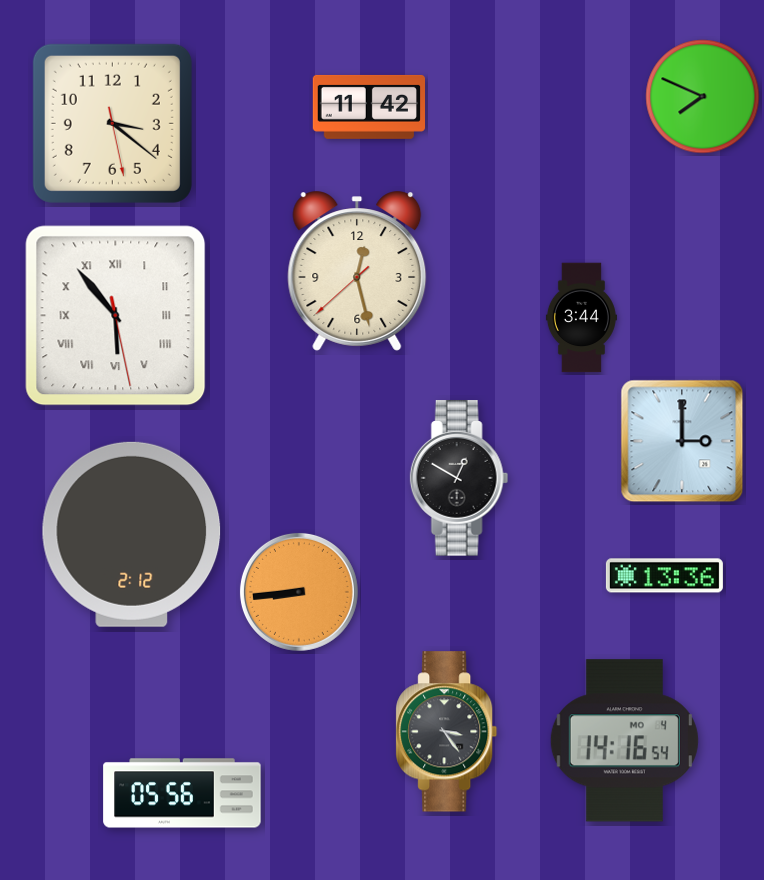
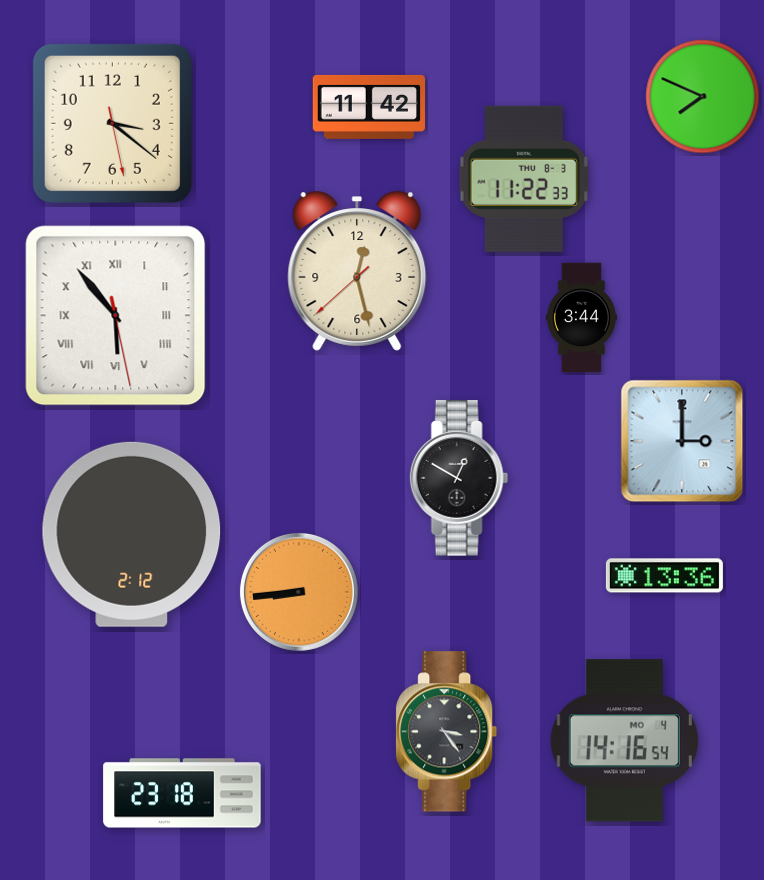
clock at (524, 179): none -> 11:22
clock at (182, 793): 05:56 -> 23:18
